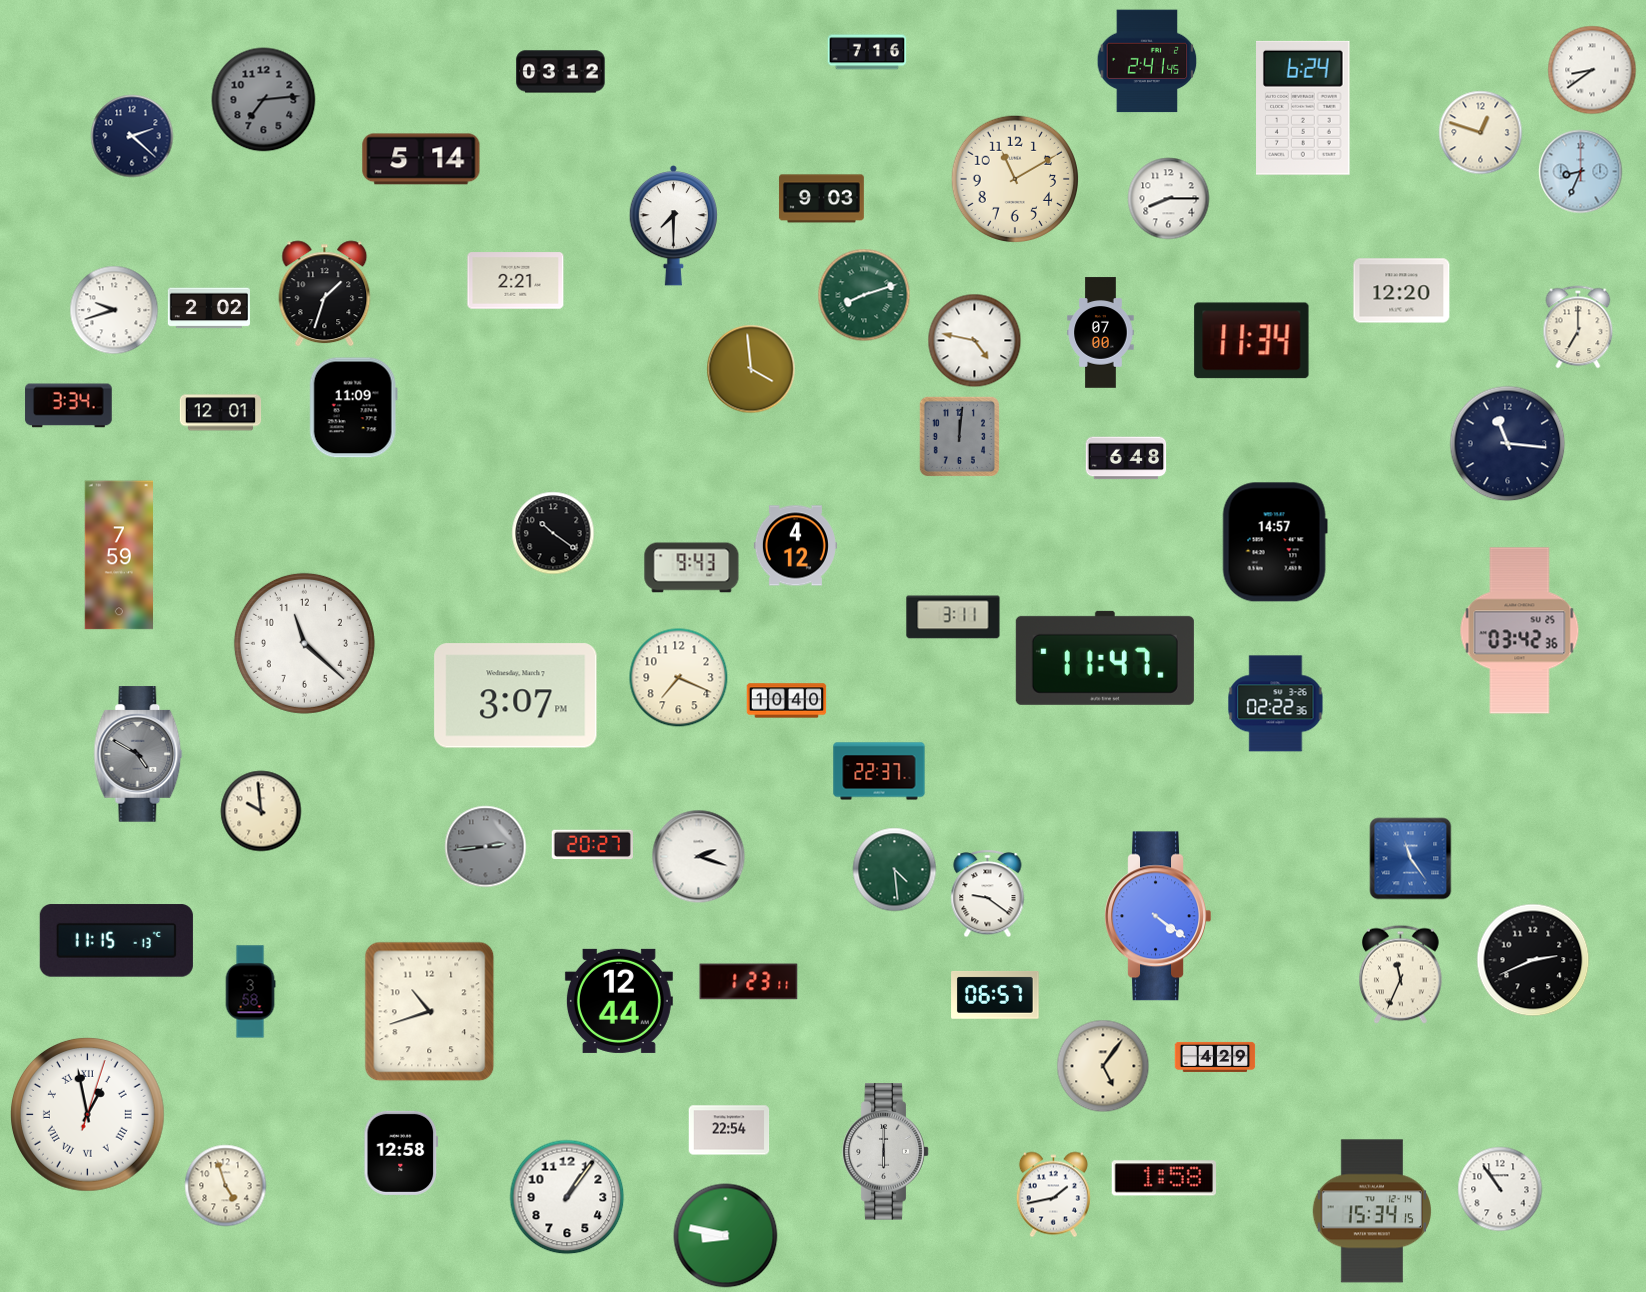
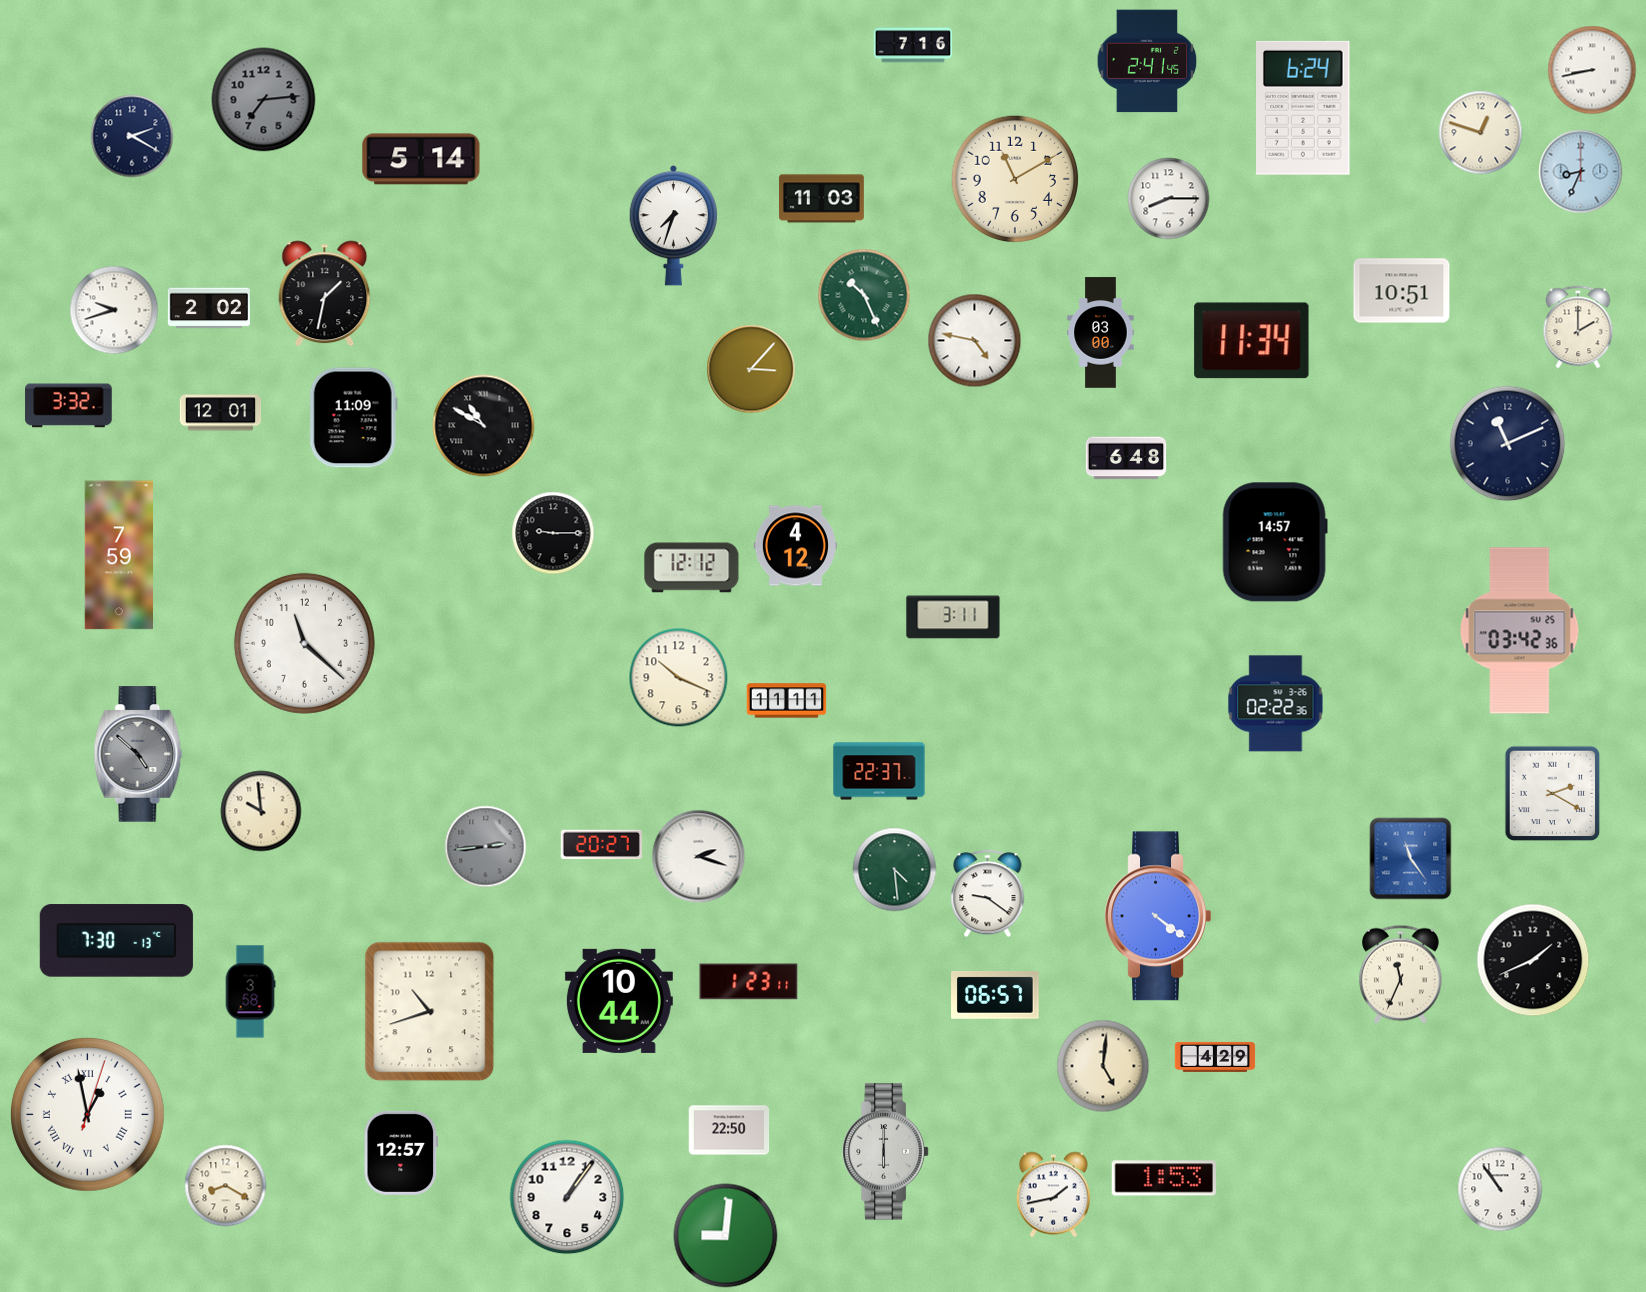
clock at (867, 52) position: (867, 52) -> (913, 45)
clock at (1592, 70): 8:39 -> 8:43
clock at (561, 72): 03:12 -> none
clock at (132, 136): 2:22 -> 2:20
clock at (821, 199): 9:03 -> 11:03
clock at (674, 225): 7:30 -> 7:33
clock at (516, 281): 2:21 -> none
clock at (1402, 291): 12:20 -> 10:51
clock at (325, 294): 1:33 -> 1:32
clock at (864, 295): 8:12 -> 10:26
clock at (1578, 327): 7:00 -> 2:00
clock at (1101, 333): 07:00 -> 03:00
clock at (751, 369): 3:59 -> 3:07
clock at (69, 406): 3:34 -> 3:32
clock at (353, 408) position: (353, 408) -> (353, 418)
clock at (484, 426): none -> 10:50
clock at (959, 436): 12:01 -> none
clock at (1508, 444): 11:16 -> 11:11
clock at (553, 533): 10:21 -> 9:15
clock at (692, 568): 9:43 -> 12:12
clock at (1105, 658): 11:47 -> none
clock at (679, 678): 7:19 -> 10:19
clock at (516, 696): 3:07 -> none
clock at (787, 701): 10:40 -> 11:11
clock at (138, 754): 4:50 -> 4:52
clock at (1553, 794): none -> 2:20
clock at (592, 845) position: (592, 845) -> (601, 845)
clock at (116, 941): 11:15 -> 7:30
clock at (1533, 960): 2:41 -> 1:41
clock at (619, 1001): 12:44 -> 10:44
clock at (1103, 1066): 5:06 -> 5:01
clock at (729, 1130): 22:54 -> 22:50
clock at (401, 1153): 12:58 -> 12:57
clock at (1163, 1178): 1:58 -> 1:53
clock at (226, 1186): 4:57 -> 8:20
clock at (1372, 1211): 15:34 -> none
clock at (726, 1236): 8:47 -> 9:01
